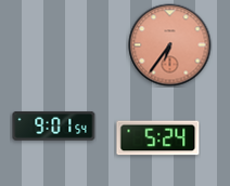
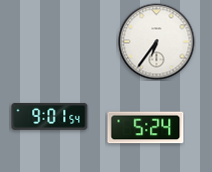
clock at (170, 45) dial: salmon -> white
